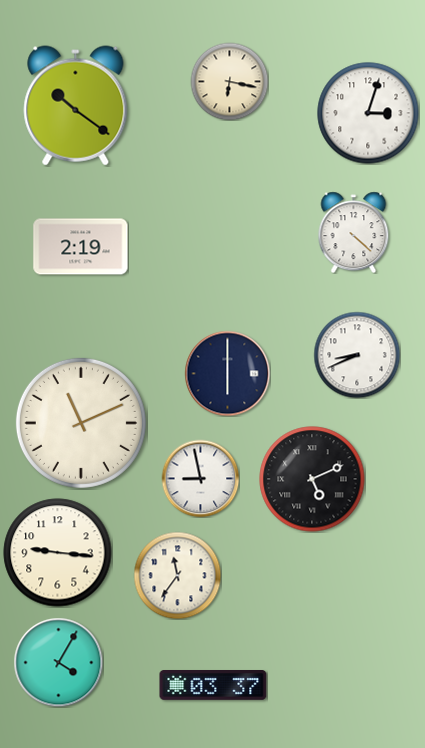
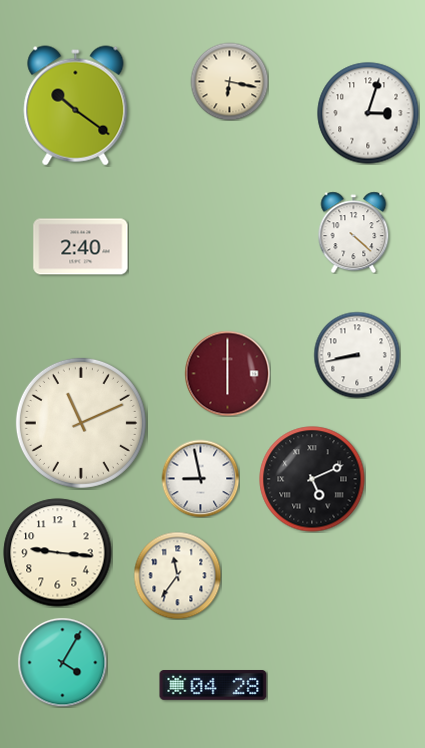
clock at (81, 247): 2:19 -> 2:40
clock at (357, 355): 8:41 -> 8:43
clock at (227, 373) dial: navy -> burgundy
clock at (58, 662) position: (58, 662) -> (62, 662)
clock at (213, 686): 03:37 -> 04:28
